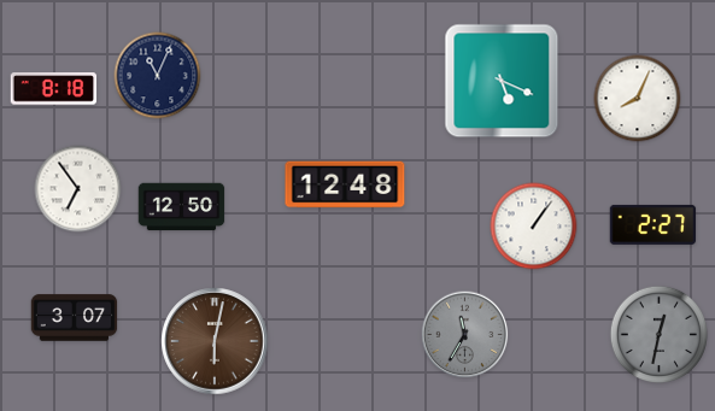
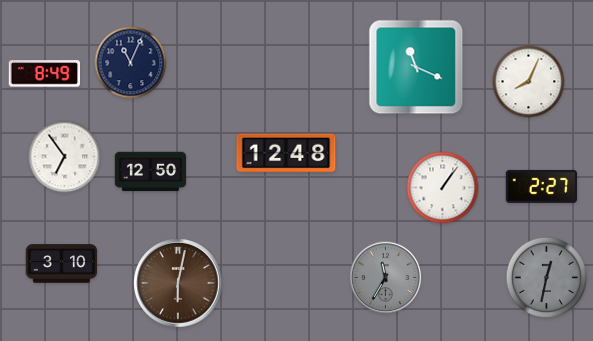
clock at (502, 81): 5:19 -> 11:19
clock at (54, 89): 8:18 -> 8:49
clock at (75, 318): 3:07 -> 3:10
